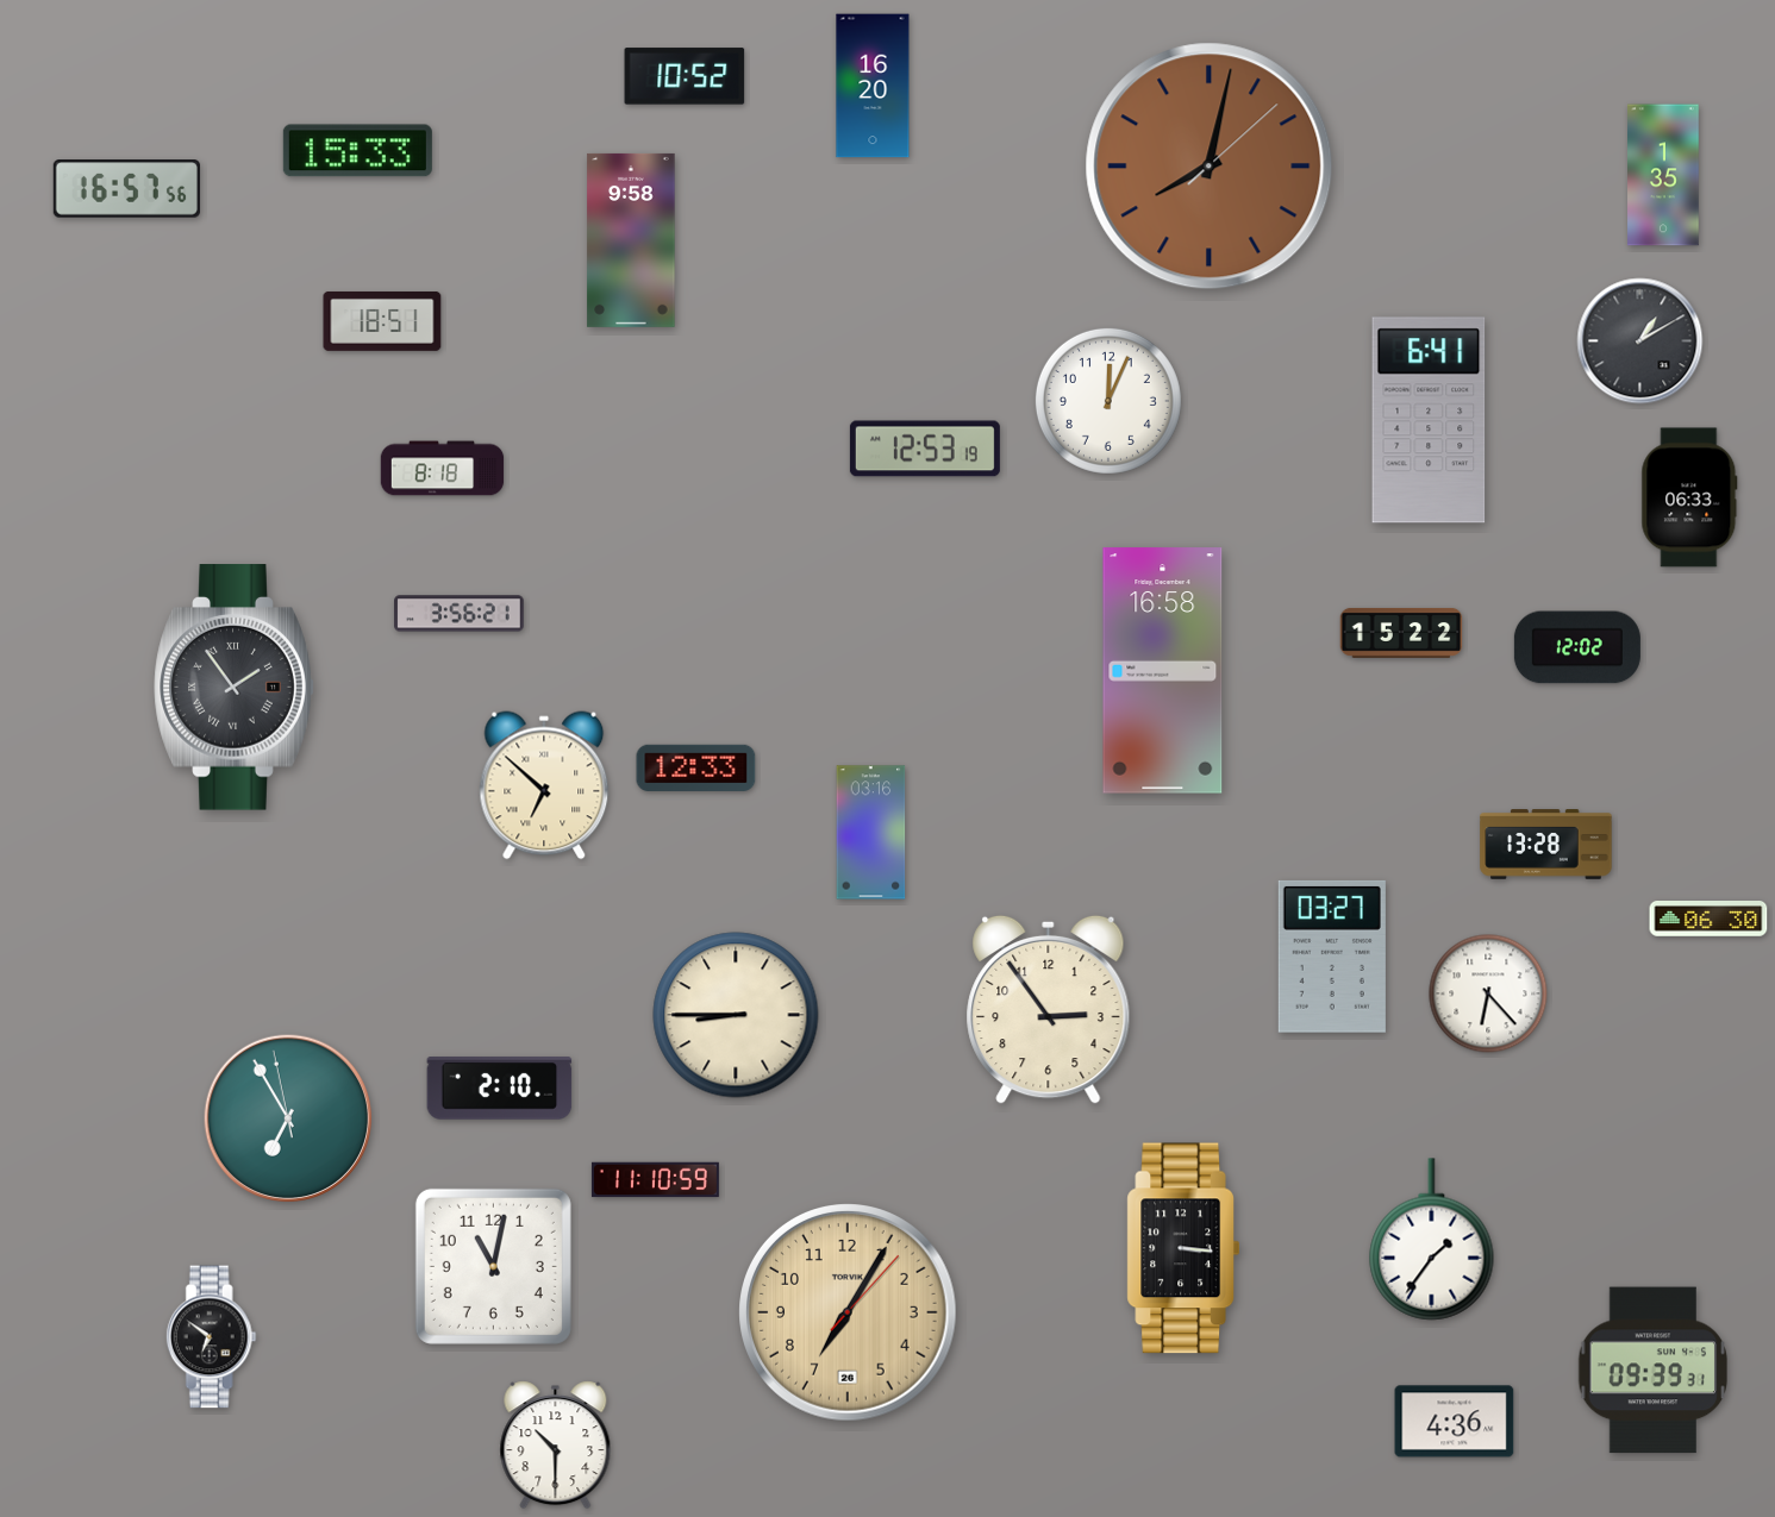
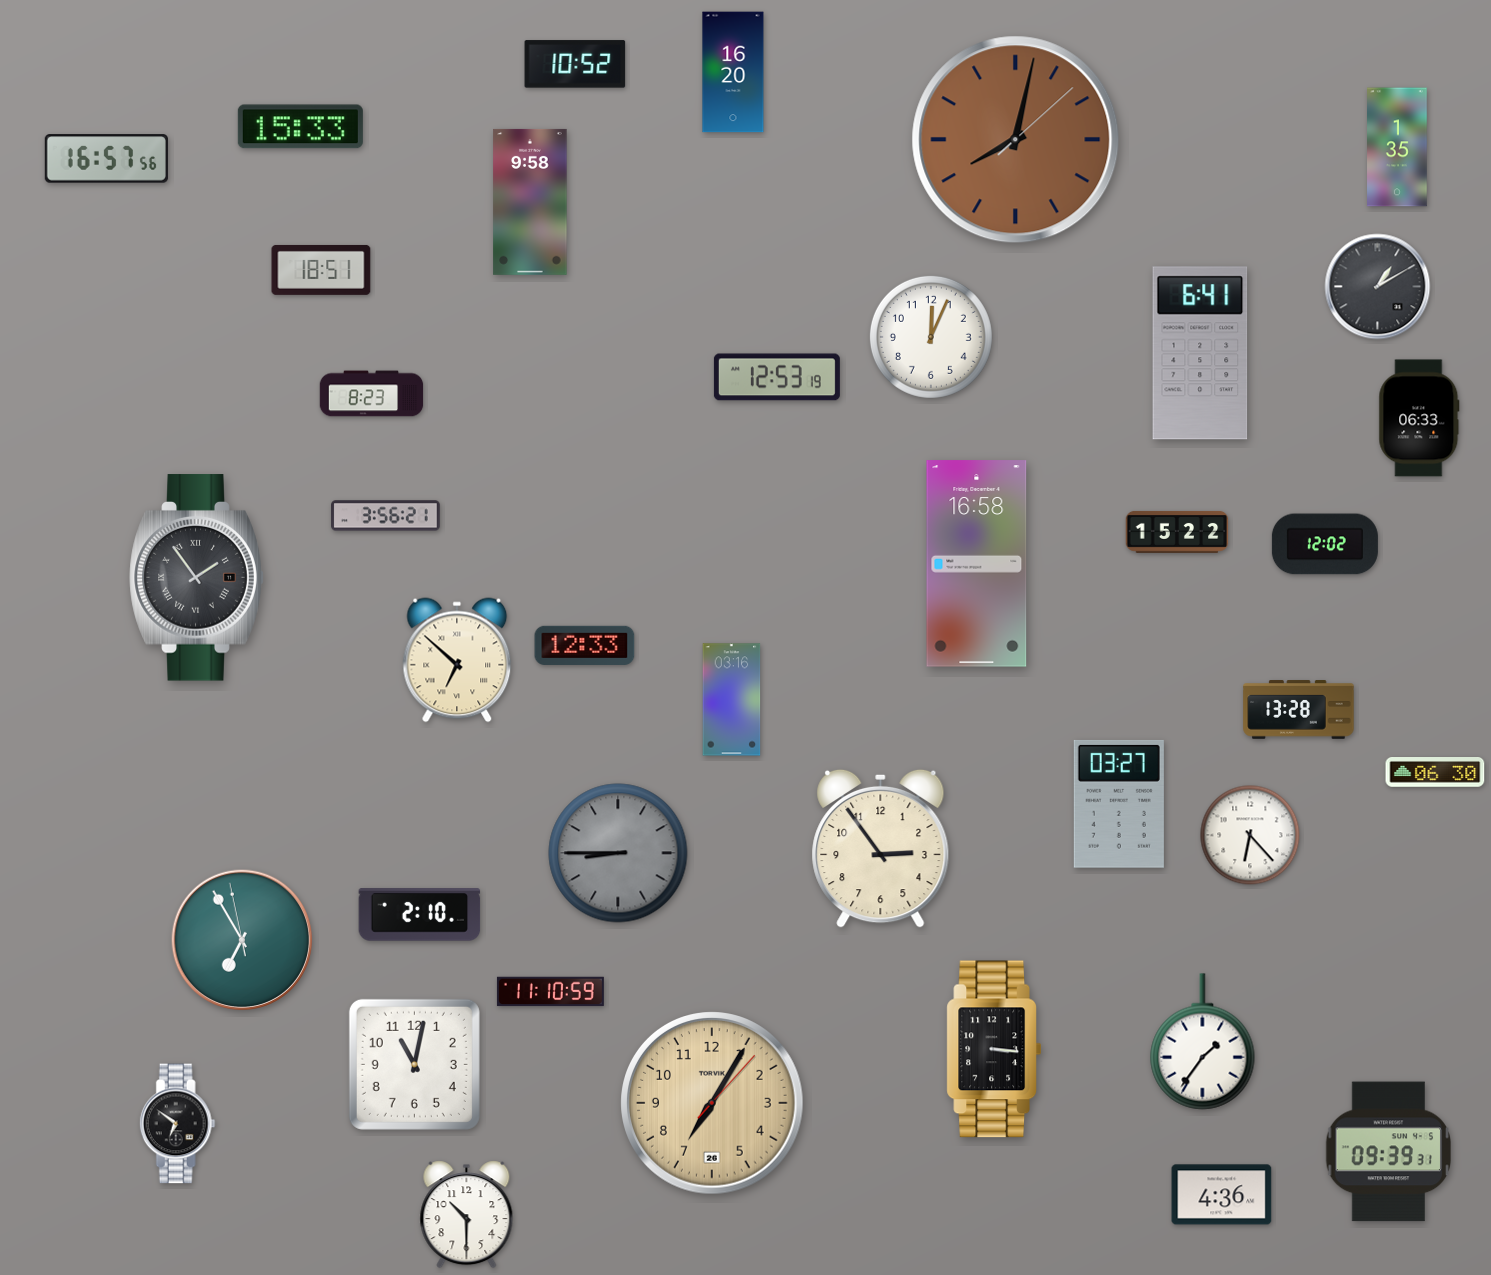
clock at (443, 469): 8:18 -> 8:23
clock at (736, 1015) dial: cream -> grey
